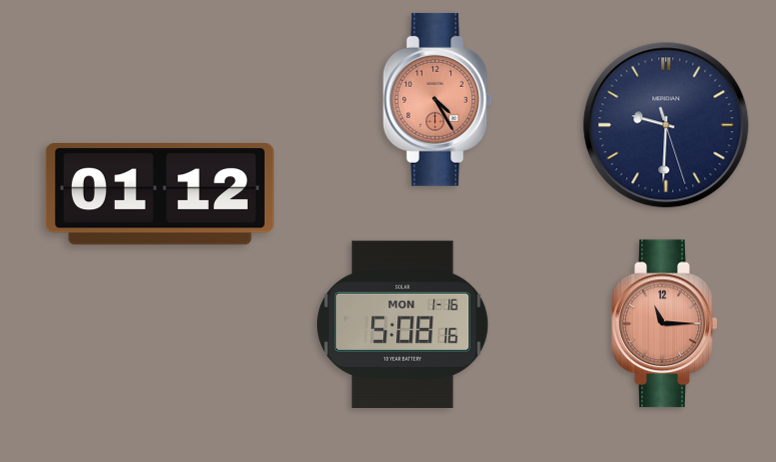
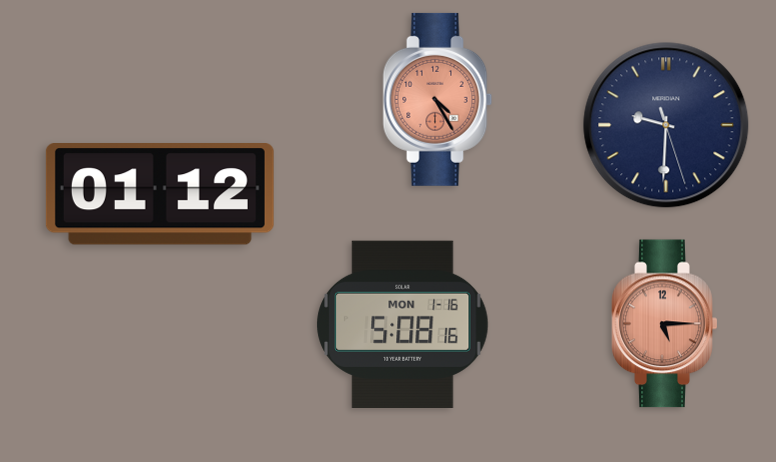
clock at (665, 324): 11:15 -> 5:15
